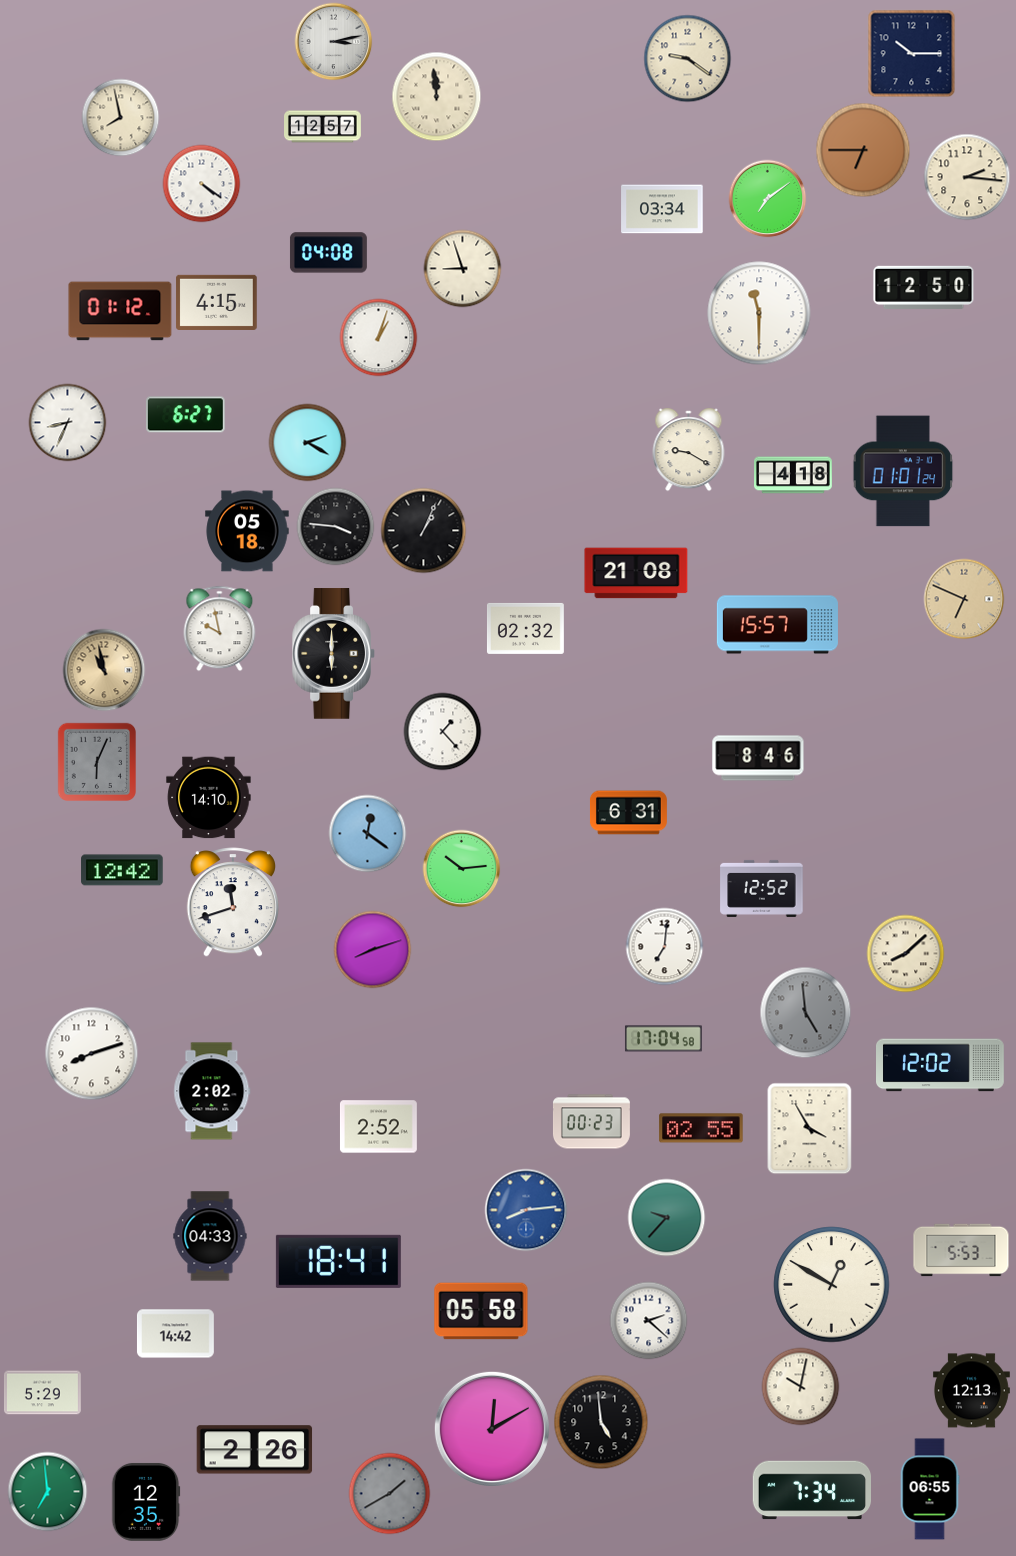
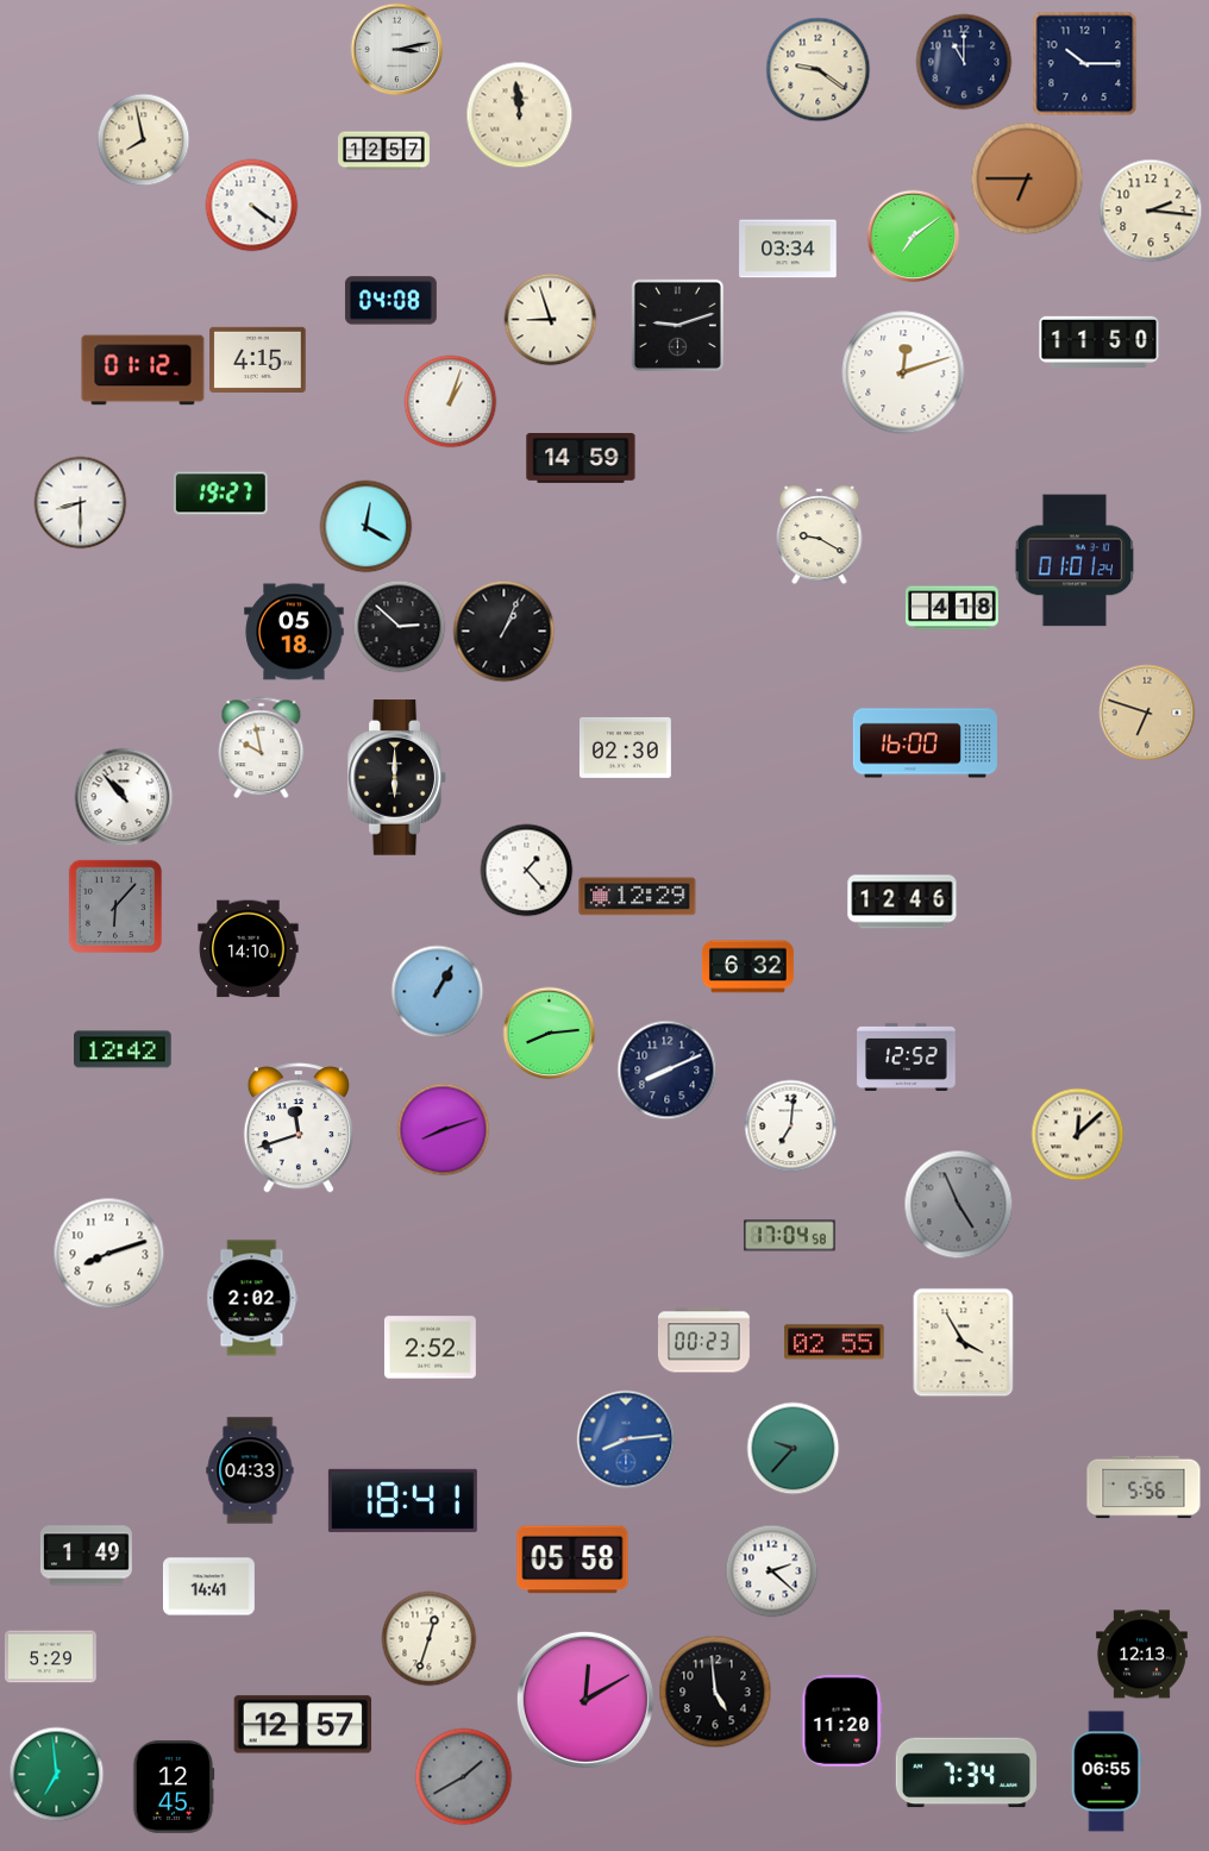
clock at (964, 62): none -> 11:00
clock at (201, 183) position: (201, 183) -> (251, 205)
clock at (677, 325): none -> 9:12
clock at (924, 287): 12:50 -> 11:50
clock at (759, 313): 11:30 -> 12:12
clock at (581, 459): none -> 14:59
clock at (185, 415): 6:27 -> 19:27
clock at (67, 422): 8:34 -> 8:30
clock at (307, 442): 2:20 -> 12:20
clock at (794, 475) position: (794, 475) -> (953, 608)
clock at (335, 526): 3:46 -> 2:52
clock at (636, 573): 21:08 -> none
clock at (964, 599): 6:49 -> 6:48
clock at (777, 625): 15:57 -> 16:00
clock at (525, 628): 02:32 -> 02:30
clock at (104, 670): 10:58 -> 10:53
clock at (104, 670) dial: champagne -> white
clock at (638, 897): none -> 12:29
clock at (758, 758): 8:46 -> 12:46
clock at (97, 762): 6:04 -> 6:07
clock at (628, 813): 6:31 -> 6:32
clock at (367, 833): 12:21 -> 1:05
clock at (461, 868): 10:14 -> 8:14
clock at (122, 870) position: (122, 870) -> (123, 1049)
clock at (666, 1069): none -> 8:11
clock at (233, 902) position: (233, 902) -> (299, 1128)
clock at (905, 953): 8:08 -> 12:08
clock at (805, 1012): 4:59 -> 4:56
clock at (941, 1065): 12:02 -> none
clock at (591, 1122) position: (591, 1122) -> (703, 1341)
clock at (378, 1127) position: (378, 1127) -> (430, 1348)
clock at (961, 1250): 5:53 -> 5:56
clock at (832, 1285): 12:50 -> none
clock at (86, 1556): none -> 1:49
clock at (175, 1334): 14:42 -> 14:41
clock at (428, 1638): none -> 12:33
clock at (800, 1386): 10:02 -> none
clock at (971, 1391) position: (971, 1391) -> (1141, 1655)
clock at (842, 1720): none -> 11:20
clock at (255, 1450): 2:26 -> 12:57
clock at (146, 1502): 12:35 -> 12:45
